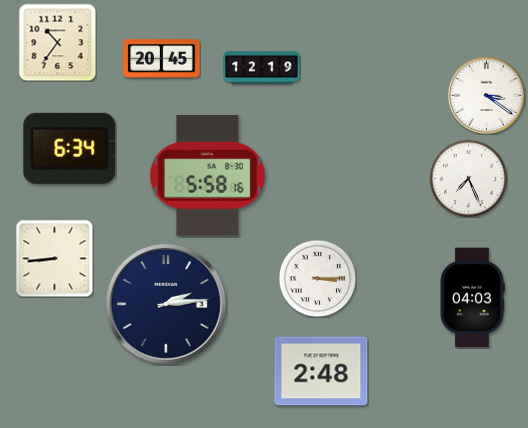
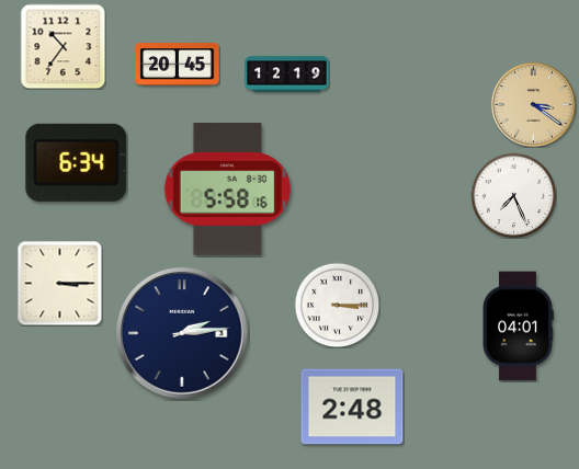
clock at (486, 95) dial: white -> champagne
clock at (207, 176) position: (207, 176) -> (227, 190)
clock at (54, 258): 8:44 -> 3:15
clock at (317, 278) position: (317, 278) -> (337, 305)
clock at (472, 298): 04:03 -> 04:01
